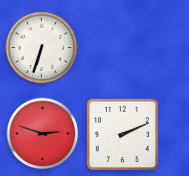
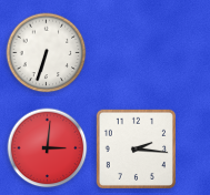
clock at (43, 134): 2:48 -> 3:01
clock at (122, 134): 2:11 -> 2:16
